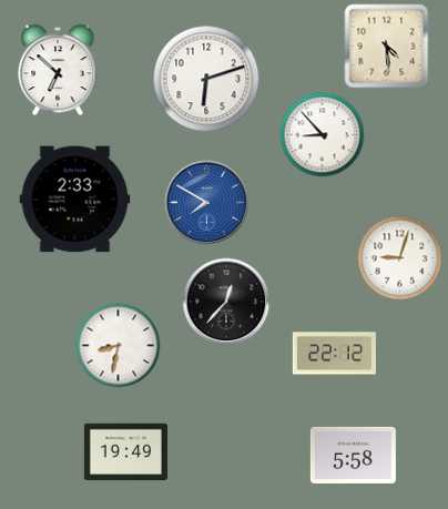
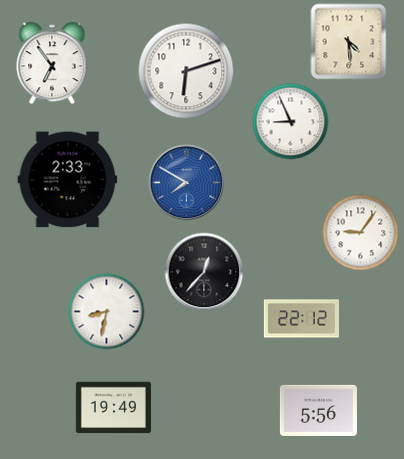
clock at (58, 70): 6:52 -> 6:54
clock at (323, 135): 8:53 -> 8:56
clock at (400, 258): 9:03 -> 9:06
clock at (353, 455): 5:58 -> 5:56
